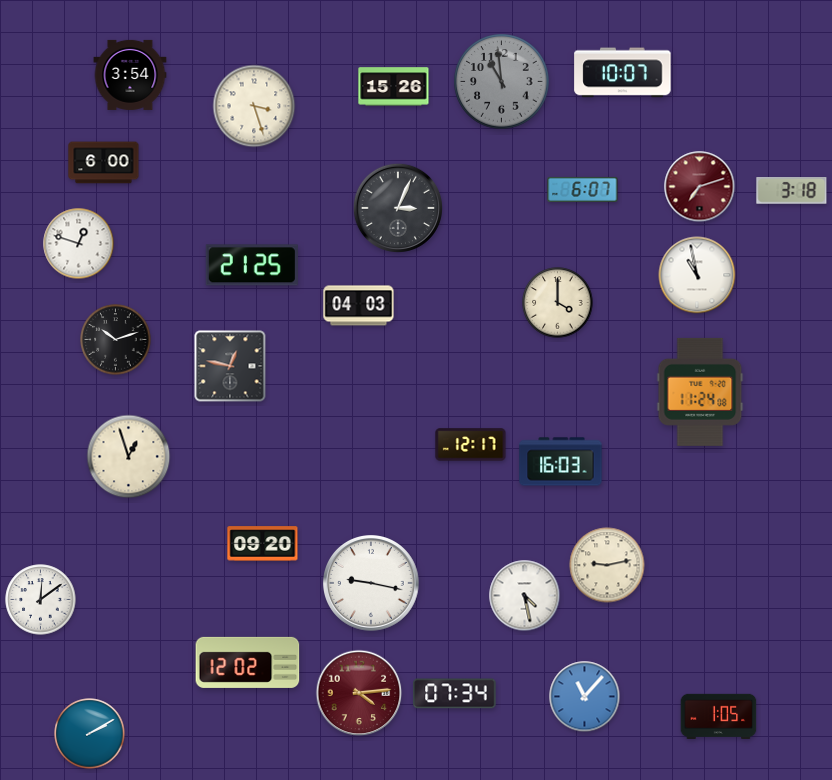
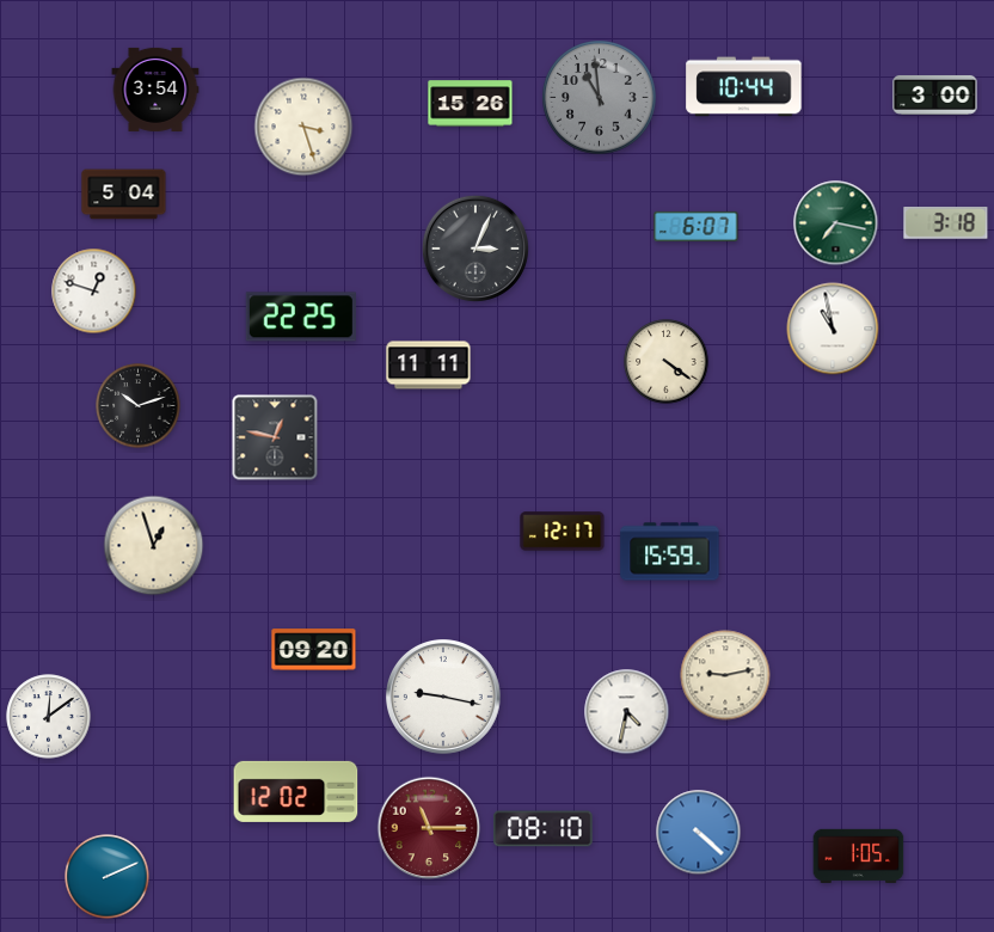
clock at (623, 73): 10:07 -> 10:44
clock at (935, 94): none -> 3:00
clock at (104, 163): 6:00 -> 5:04
clock at (700, 187): 7:12 -> 7:17
clock at (700, 187) dial: burgundy -> green
clock at (792, 191) position: (792, 191) -> (946, 223)
clock at (252, 265): 21:25 -> 22:25
clock at (558, 303): 4:00 -> 4:21
clock at (359, 306): 04:03 -> 11:11
clock at (700, 392): 11:24 -> none
clock at (561, 462): 16:03 -> 15:59
clock at (525, 596): 4:28 -> 4:32
clock at (359, 693): 4:14 -> 11:15
clock at (455, 694): 07:34 -> 08:10
clock at (585, 697): 11:07 -> 4:22
clock at (90, 734): 2:10 -> 2:11
